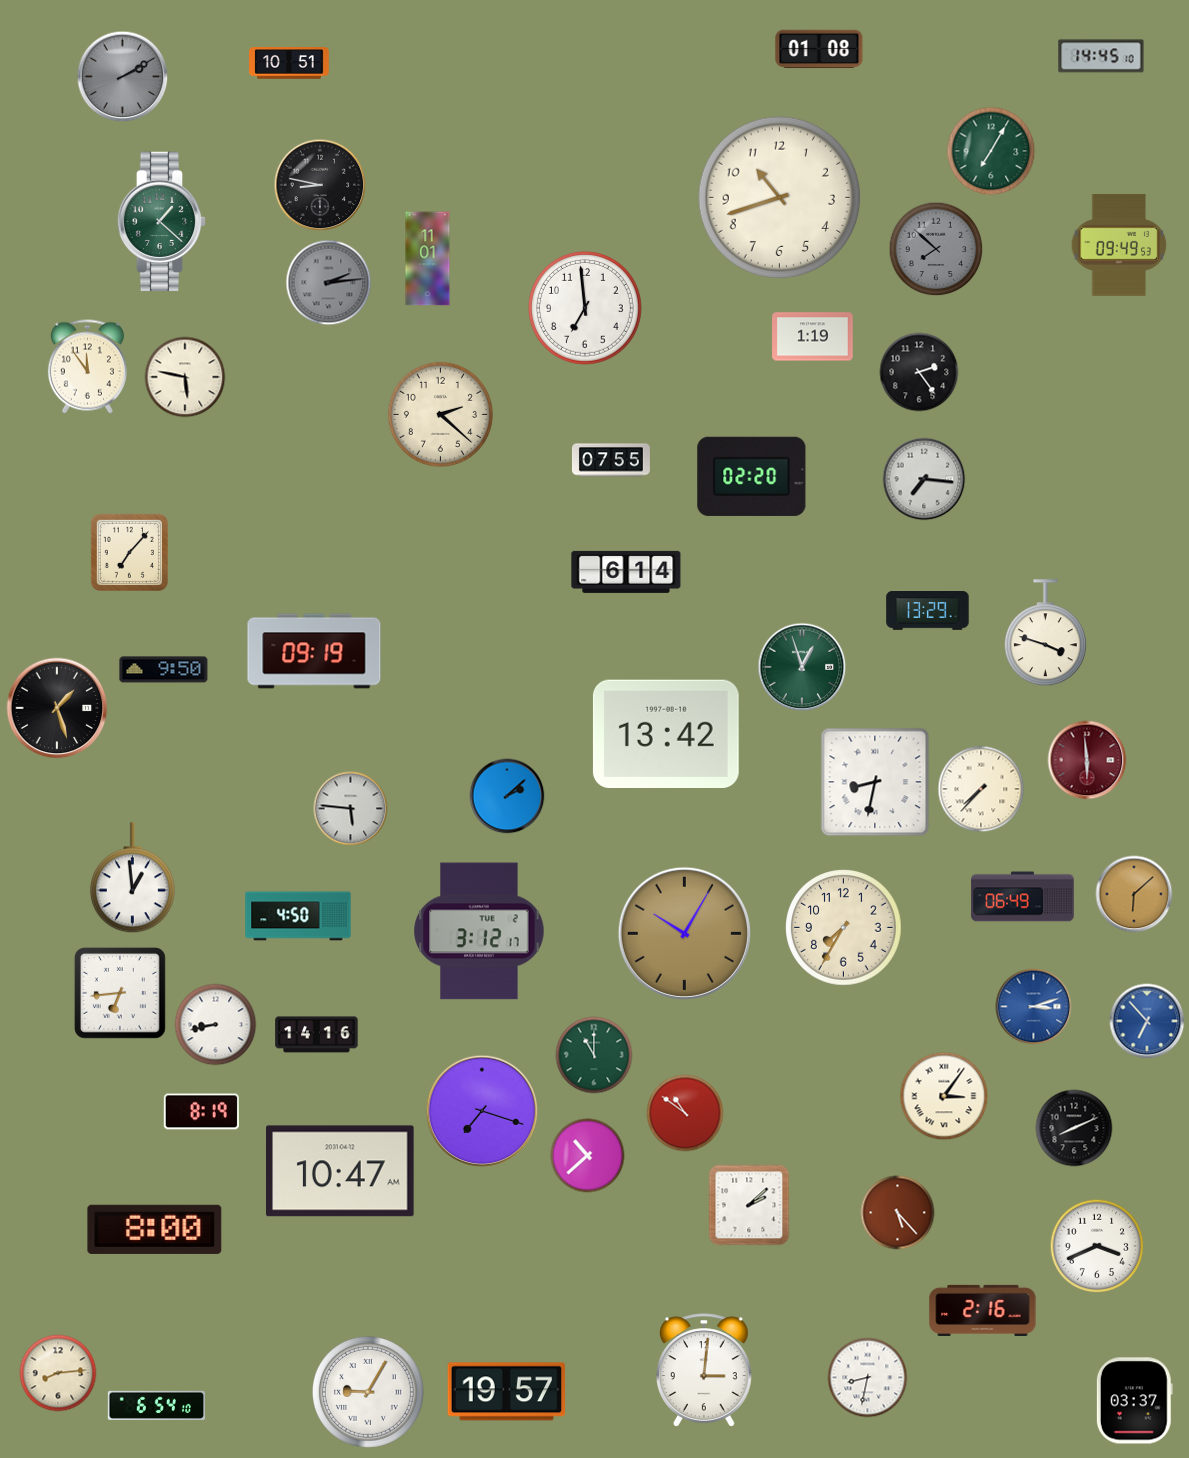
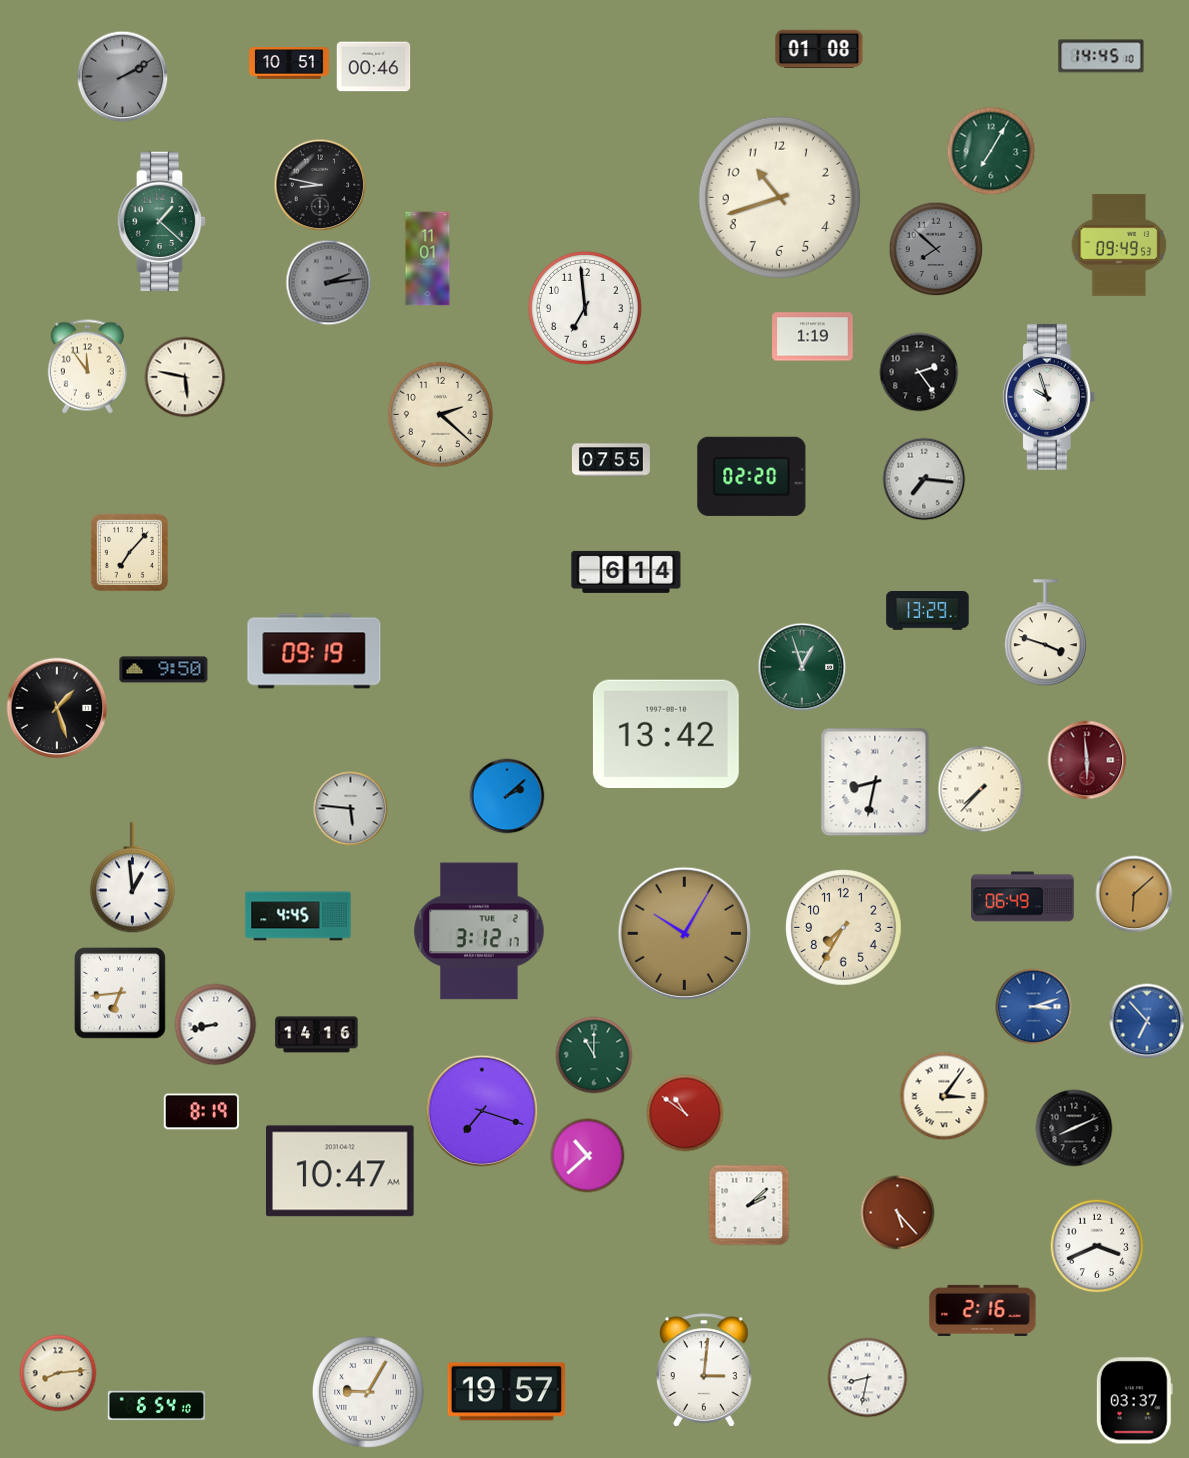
clock at (374, 67): none -> 00:46
clock at (1049, 397): none -> 9:57
clock at (298, 916): 4:50 -> 4:45
clock at (155, 1229): 8:00 -> none
